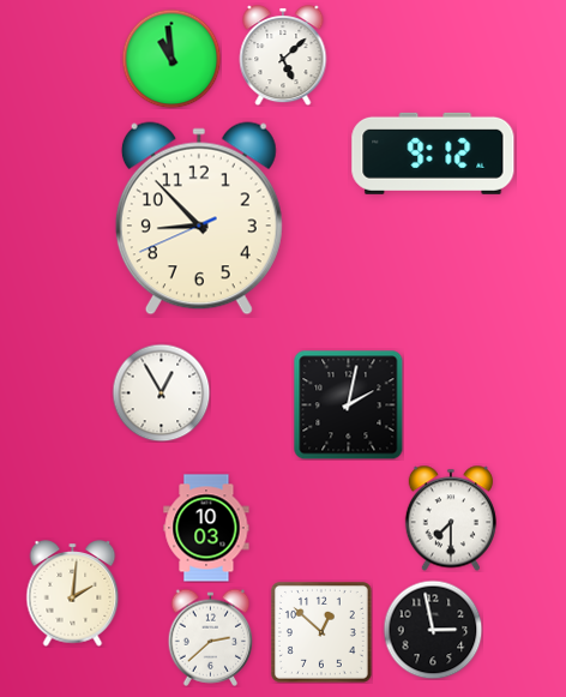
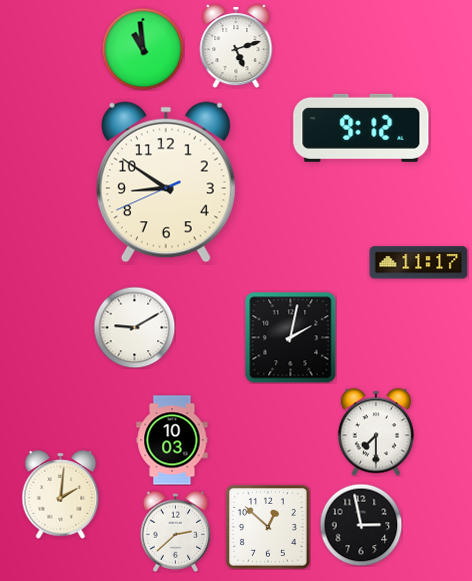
clock at (283, 56): 5:08 -> 5:12
clock at (199, 218): 8:52 -> 8:50
clock at (419, 263): none -> 11:17
clock at (161, 392): 12:55 -> 9:10
